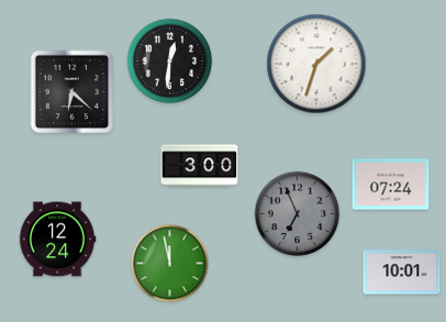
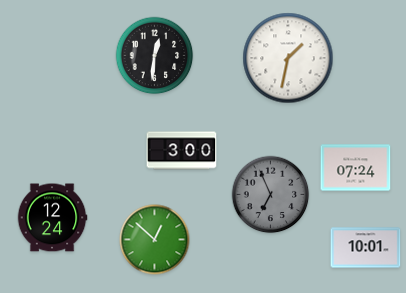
clock at (316, 64): 1:33 -> 1:32
clock at (73, 92): 6:22 -> none
clock at (170, 264): 11:58 -> 12:52
